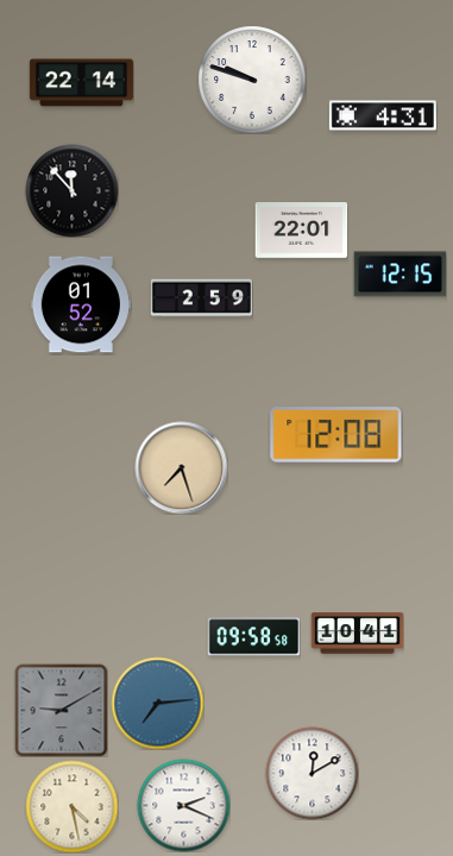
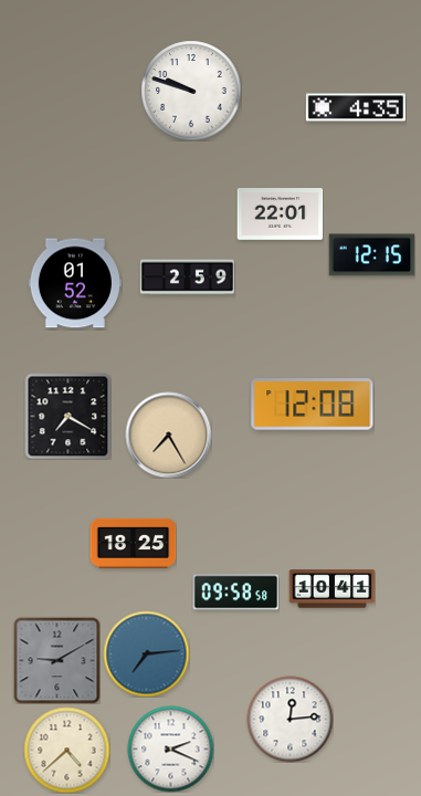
clock at (252, 80) position: (252, 80) -> (191, 91)
clock at (81, 83): 22:14 -> none
clock at (383, 115): 4:31 -> 4:35
clock at (71, 190): 11:53 -> none
clock at (67, 416): none -> 7:20
clock at (181, 467): 7:27 -> 7:25
clock at (133, 543): none -> 18:25
clock at (312, 773): 12:10 -> 12:14
clock at (71, 806): 4:28 -> 4:38
